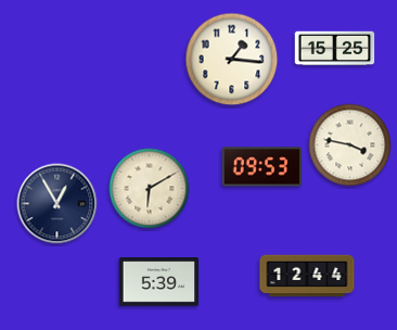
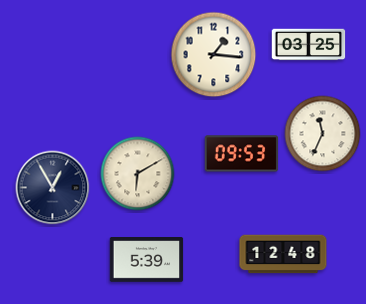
clock at (335, 49): 15:25 -> 03:25
clock at (350, 145): 3:47 -> 11:34
clock at (307, 276): 12:44 -> 12:48
